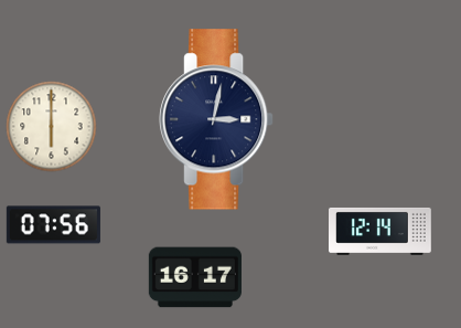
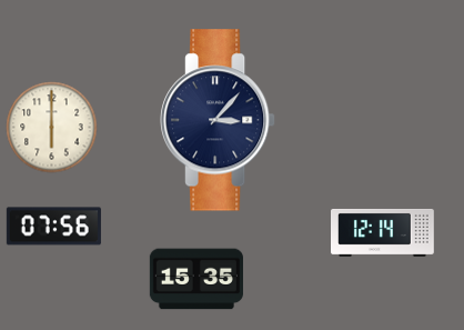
clock at (217, 119): 3:02 -> 3:07
clock at (195, 277): 16:17 -> 15:35
